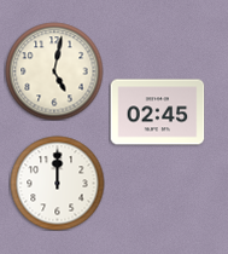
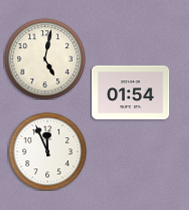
clock at (157, 112): 02:45 -> 01:54
clock at (57, 183): 12:00 -> 11:56
